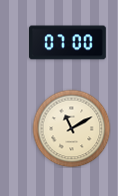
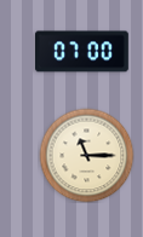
clock at (71, 128): 11:10 -> 11:15
